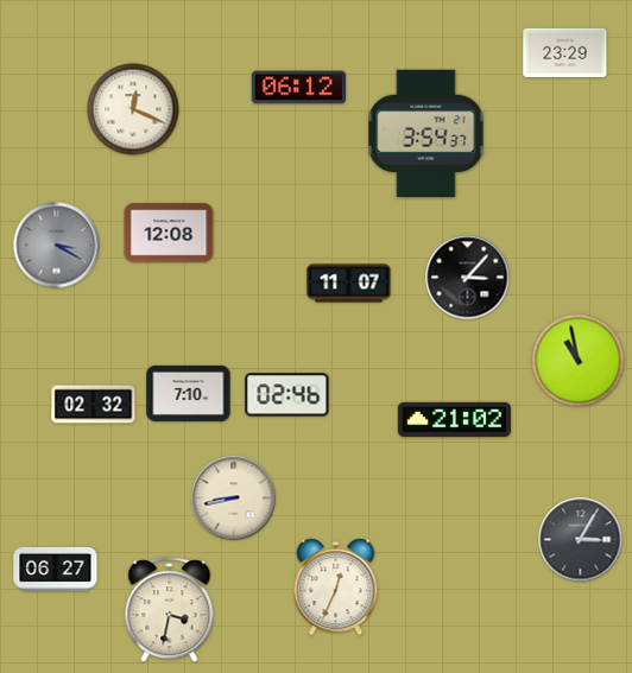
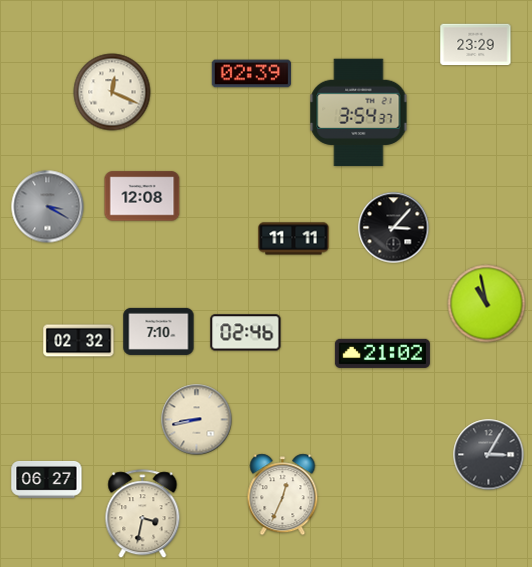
clock at (298, 88): 06:12 -> 02:39
clock at (468, 278) position: (468, 278) -> (394, 228)
clock at (349, 284): 11:07 -> 11:11
clock at (287, 395) position: (287, 395) -> (246, 333)
